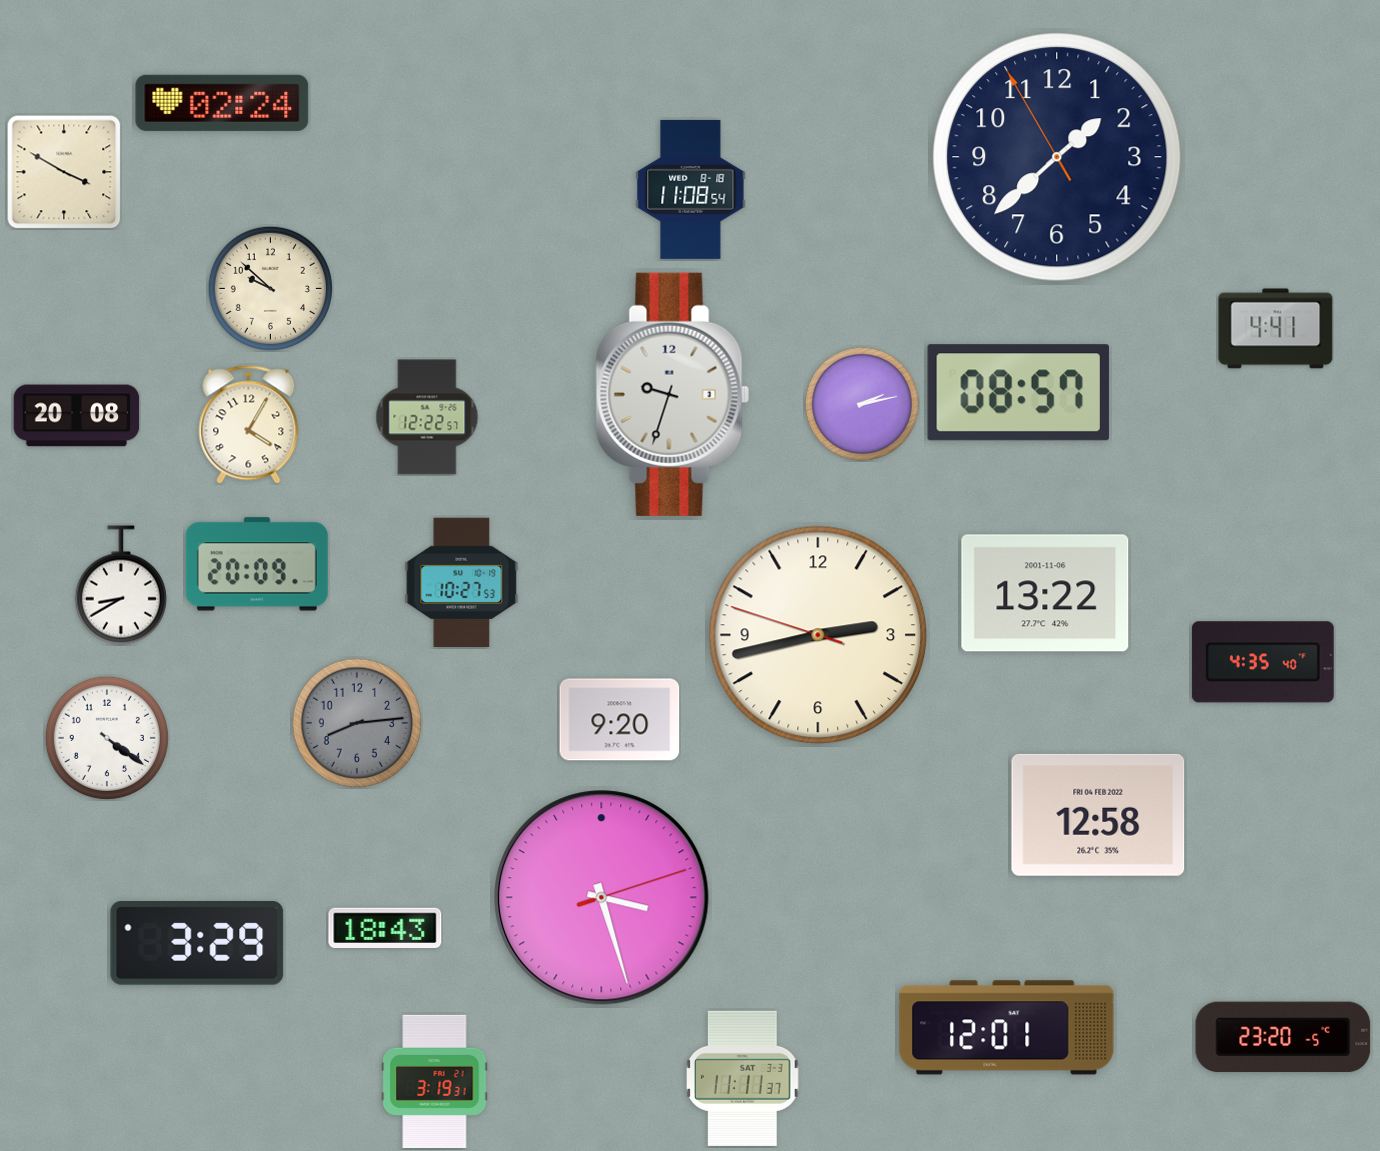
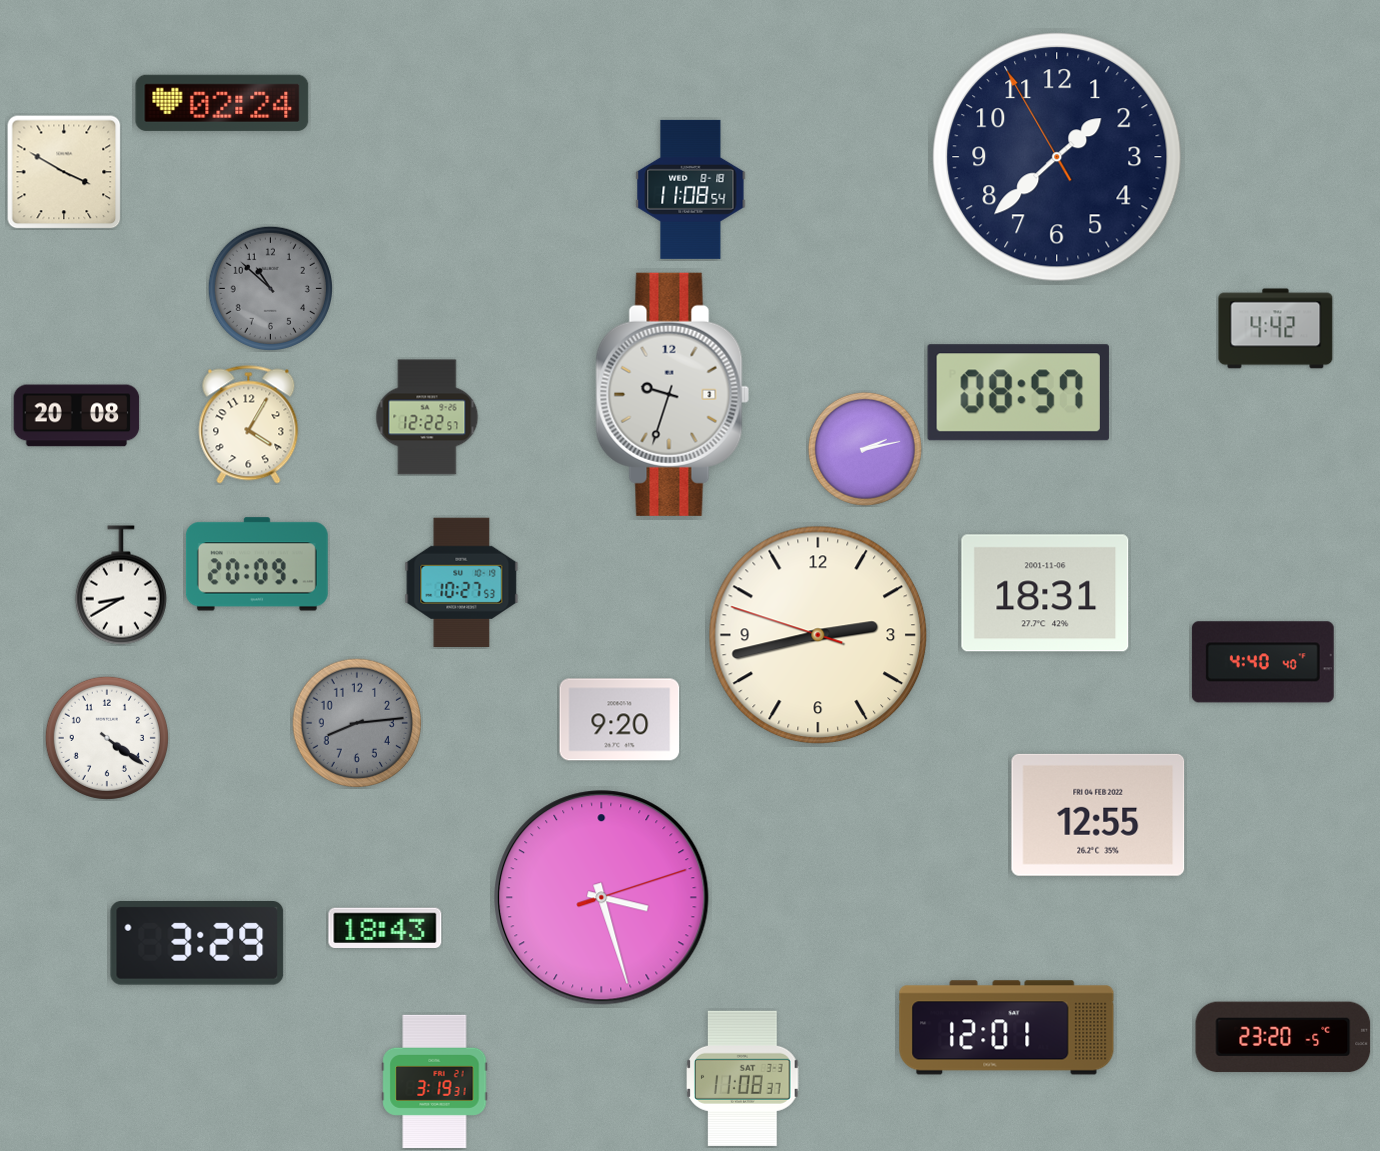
clock at (270, 288): 9:52 -> 10:52
clock at (270, 288) dial: cream -> grey
clock at (1276, 329): 4:41 -> 4:42
clock at (862, 404) position: (862, 404) -> (865, 449)
clock at (1045, 593): 13:22 -> 18:31
clock at (1263, 662): 4:35 -> 4:40
clock at (1098, 815): 12:58 -> 12:55
clock at (743, 1078): 11:11 -> 11:08
